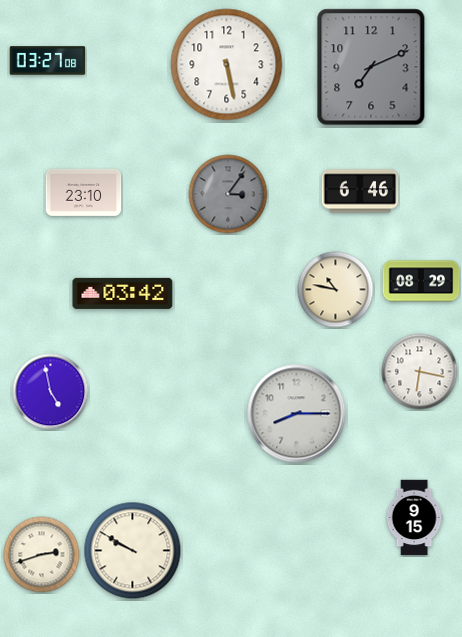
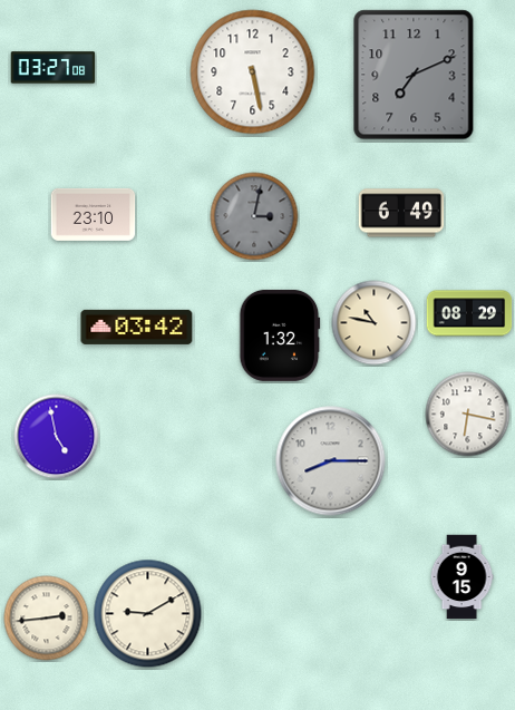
clock at (360, 191): 6:46 -> 6:49
clock at (228, 194): 3:06 -> 3:02
clock at (280, 335): none -> 1:32
clock at (133, 551): 9:50 -> 9:10
clock at (42, 555): 2:42 -> 2:44
